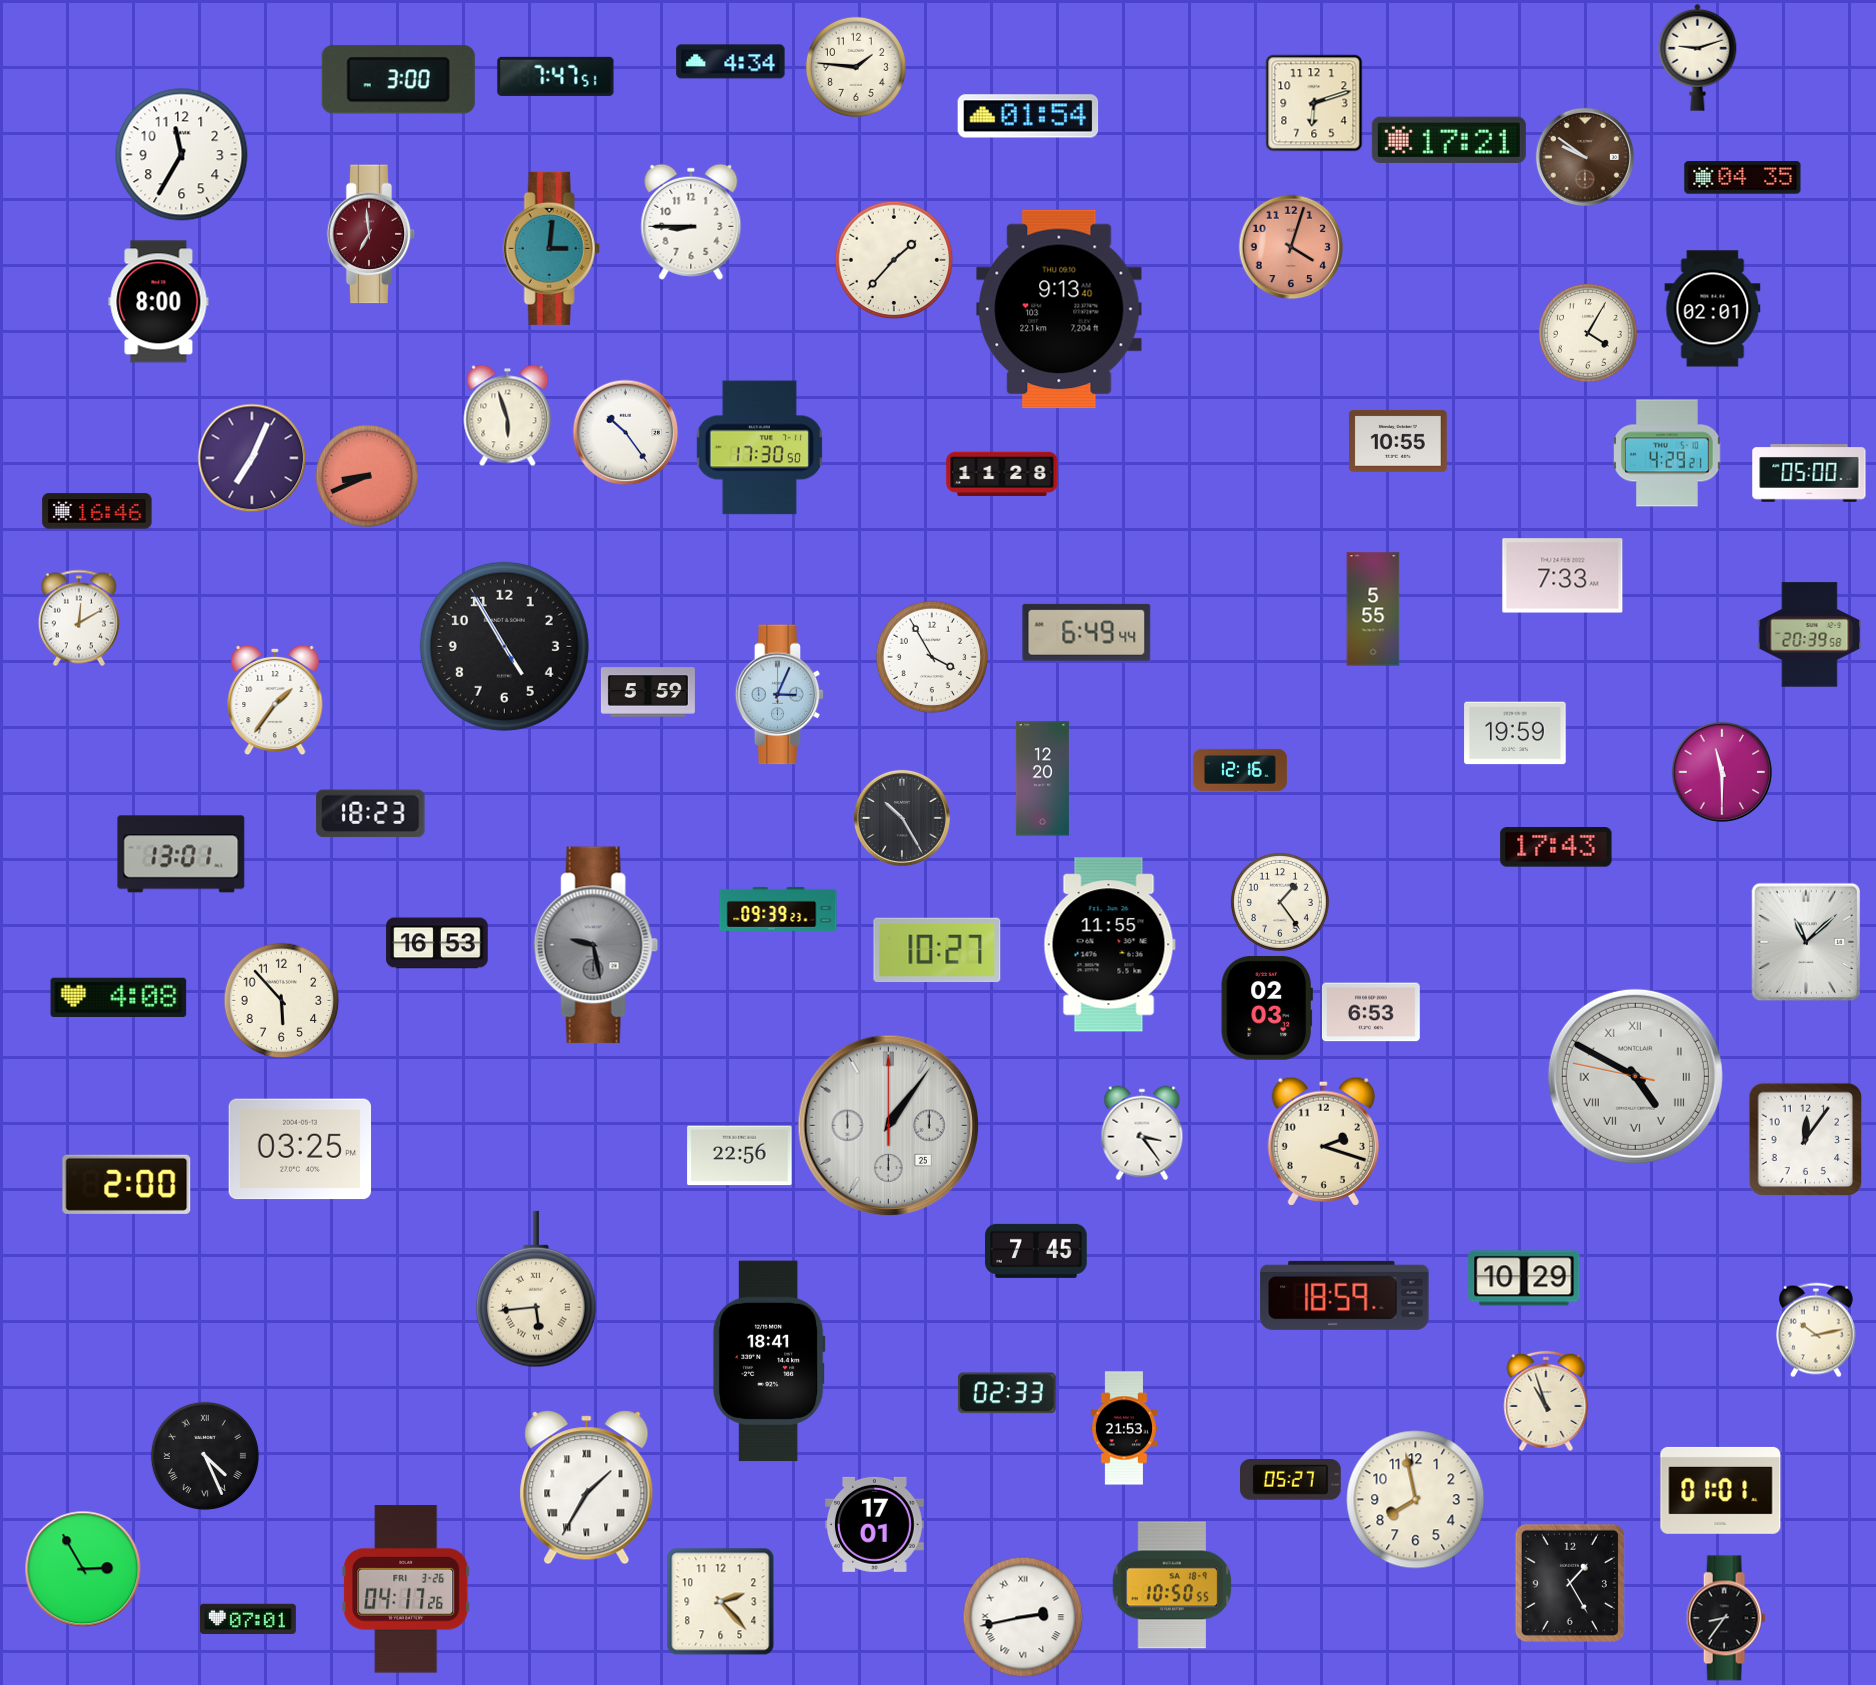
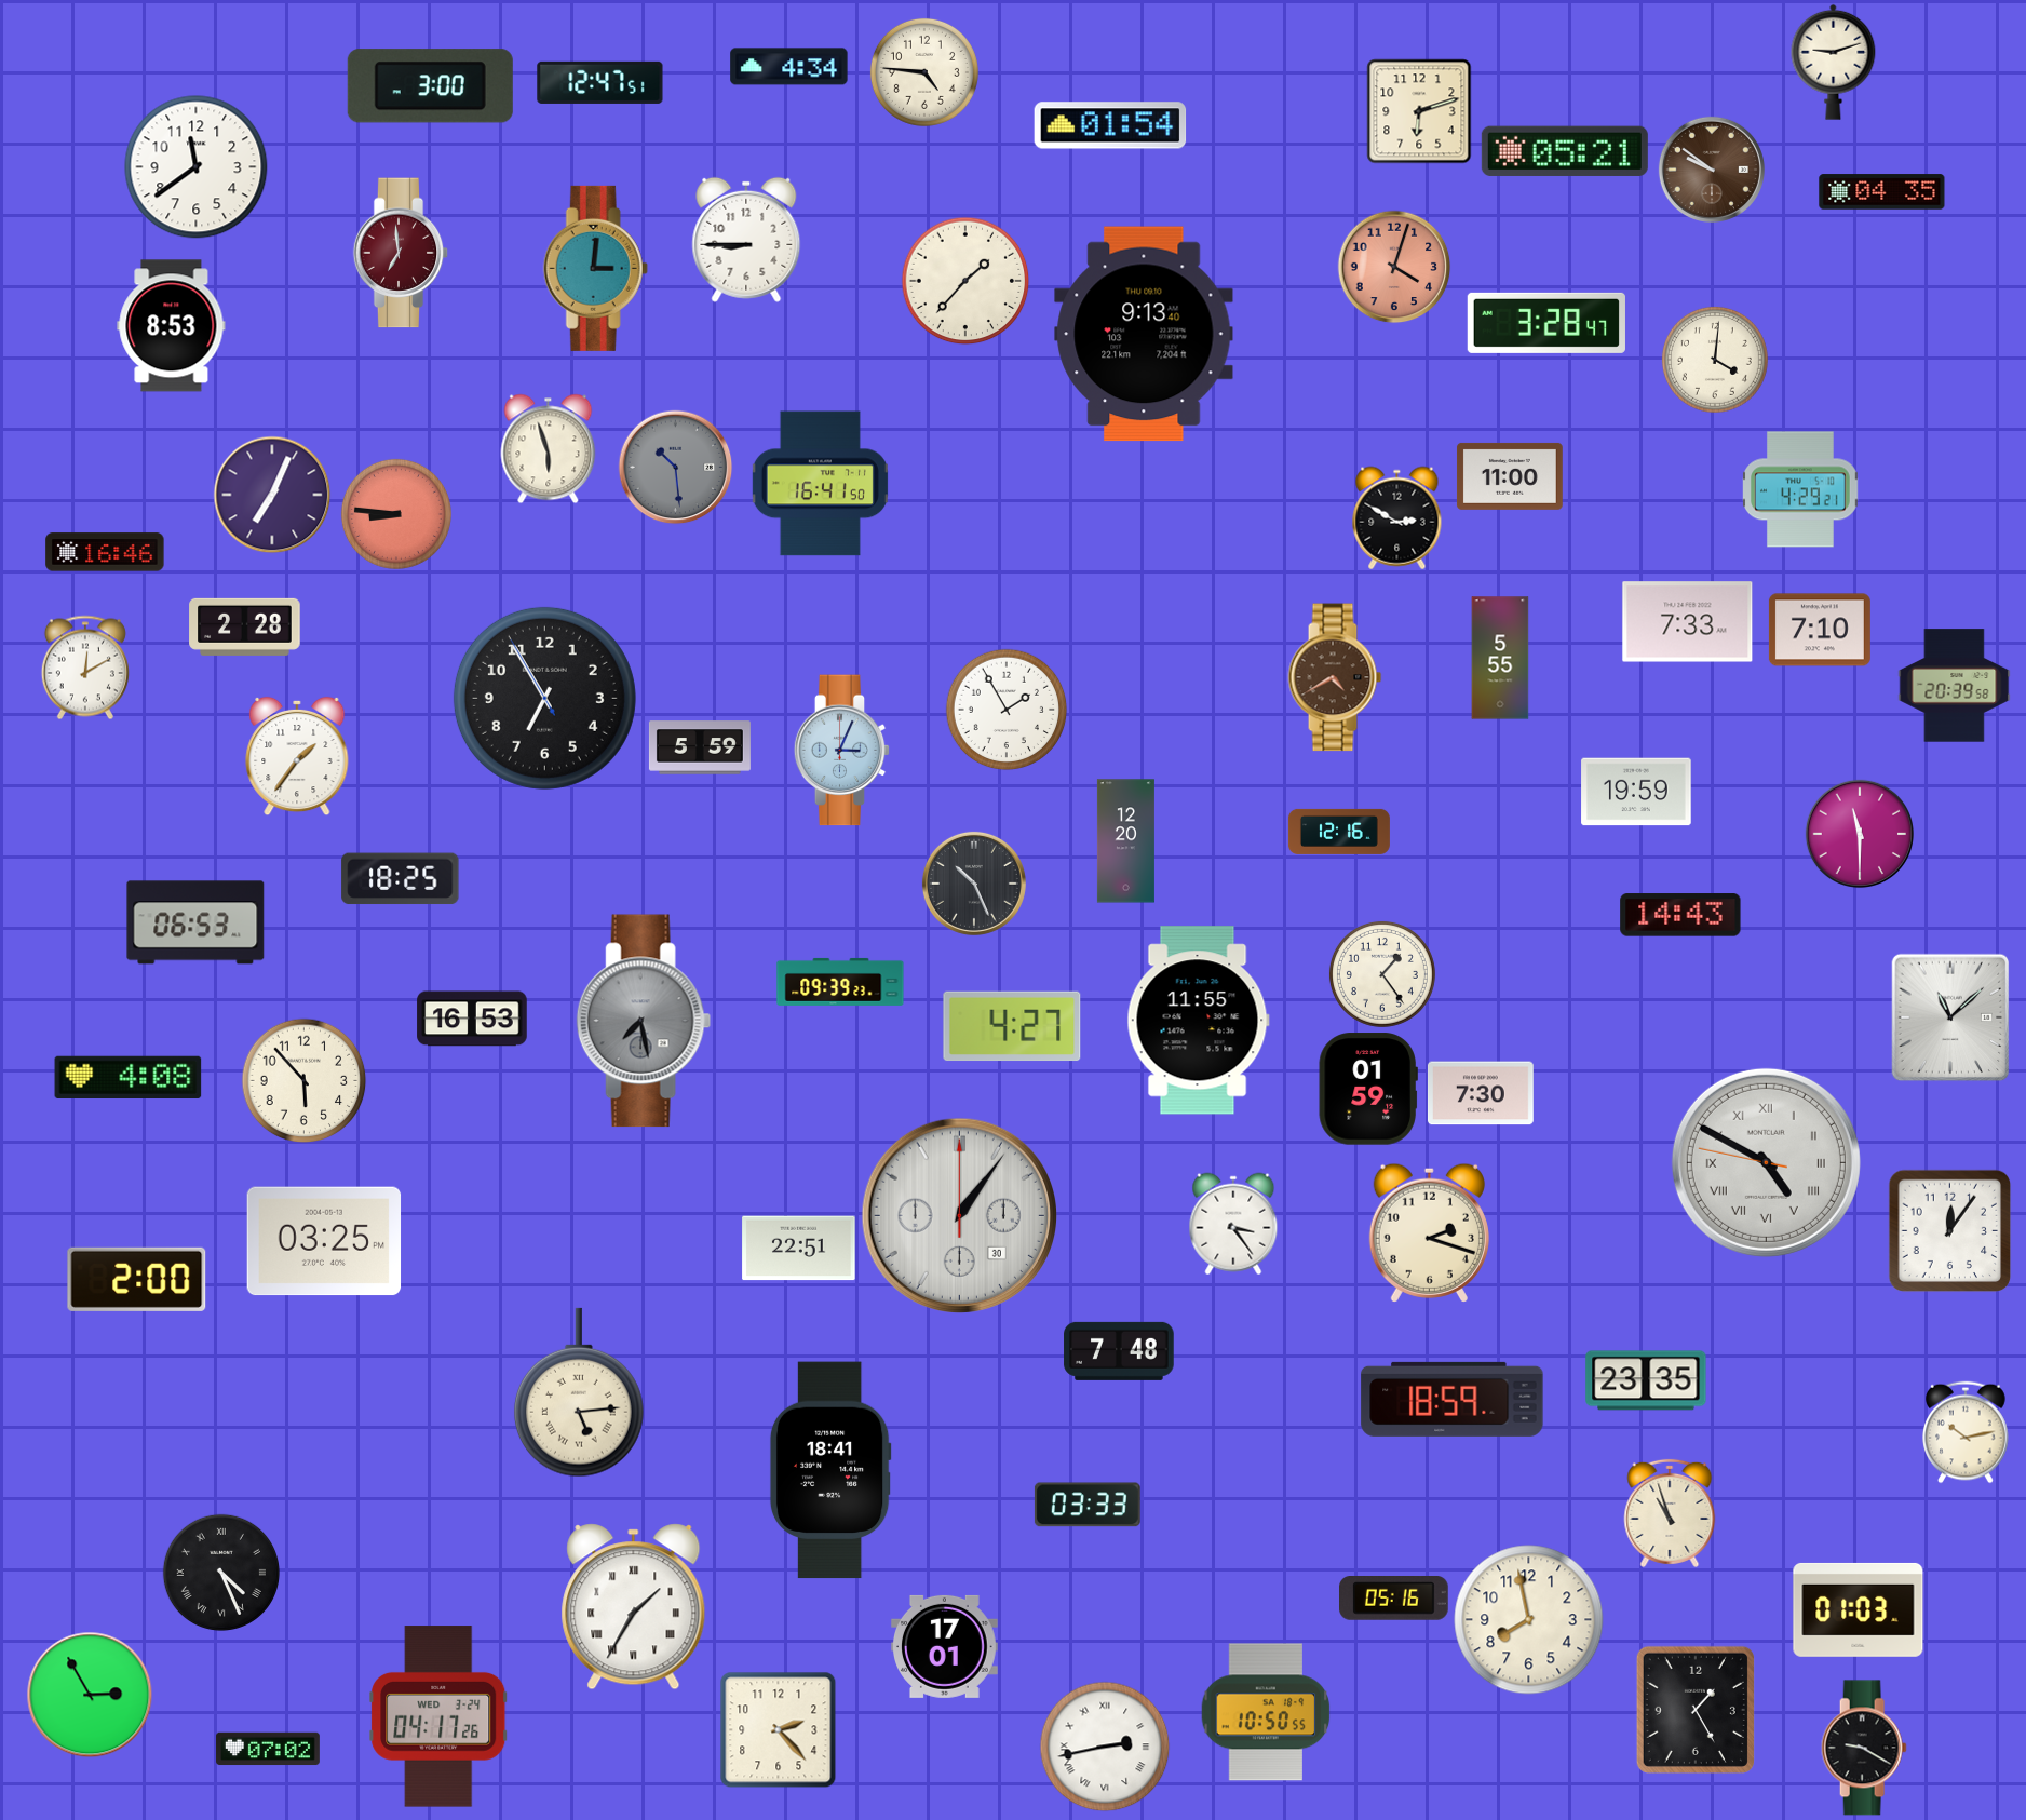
clock at (856, 67): 1:46 -> 4:46
clock at (556, 76): 7:47 -> 12:47
clock at (1449, 140): 17:21 -> 05:21
clock at (182, 155): 11:35 -> 11:39
clock at (1546, 323): none -> 3:28
clock at (159, 302): 8:00 -> 8:53
clock at (1713, 309): 02:01 -> none
clock at (1588, 333): 4:05 -> 4:01
clock at (625, 432): 10:24 -> 10:29
clock at (625, 432) dial: white -> grey
clock at (1398, 441): 10:55 -> 11:00
clock at (759, 448): 17:30 -> 16:41
clock at (1002, 473): 11:28 -> none
clock at (1809, 474): 05:00 -> none
clock at (367, 476): 8:41 -> 8:46
clock at (1397, 517): none -> 2:50
clock at (245, 626): none -> 2:28
clock at (1820, 630): none -> 7:10
clock at (1373, 609) position: (1373, 609) -> (1500, 658)
clock at (1335, 677): none -> 4:40
clock at (1087, 632): 6:49 -> none
clock at (504, 646): 4:54 -> 6:54
clock at (932, 657): 3:55 -> 1:55
clock at (371, 814): 18:23 -> 18:25
clock at (902, 818): 10:25 -> 10:26
clock at (1556, 847): 17:43 -> 14:43
clock at (181, 854): 13:01 -> 06:53
clock at (596, 945): 9:28 -> 7:28
clock at (937, 950): 10:27 -> 4:27
clock at (1267, 1008): 02:03 -> 01:59
clock at (1371, 1012): 6:53 -> 7:30
clock at (888, 1125) date: 25 -> 30
clock at (740, 1156): 22:56 -> 22:51
clock at (1036, 1251): 7:45 -> 7:48
clock at (1524, 1278): 10:29 -> 23:35
clock at (536, 1289): 5:44 -> 5:14
clock at (1817, 1330) position: (1817, 1330) -> (1967, 1432)
clock at (1007, 1393): 02:33 -> 03:33
clock at (1124, 1428): 21:53 -> none
clock at (1291, 1480): 05:27 -> 05:16
clock at (1721, 1490): 01:01 -> 01:03
clock at (406, 1589) date: FRI 3-26 -> WED 3-24
clock at (1726, 1618): 8:36 -> 9:20
clock at (248, 1619): 07:01 -> 07:02
